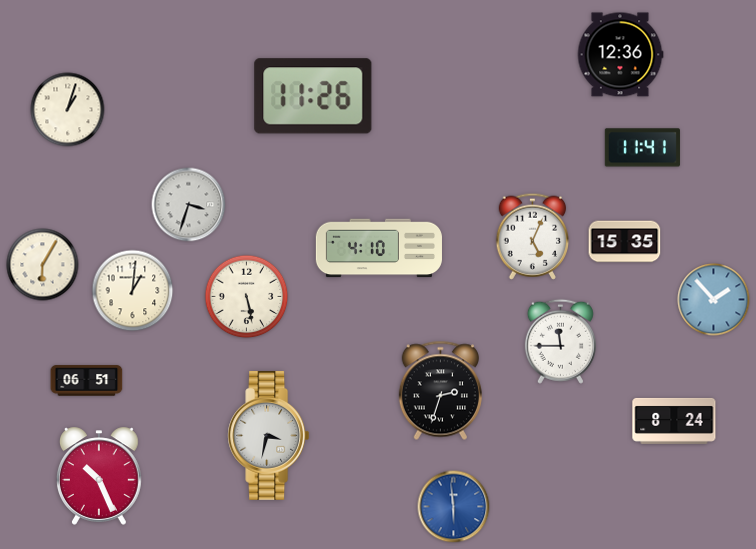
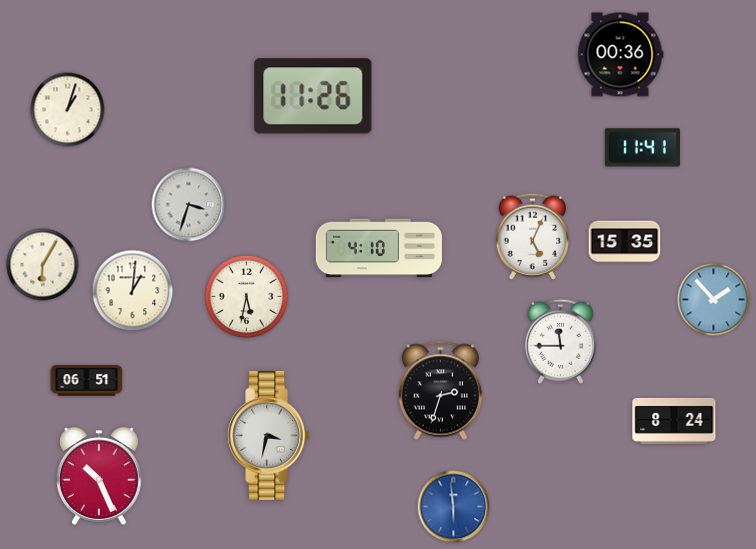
clock at (620, 55): 12:36 -> 00:36
clock at (247, 297): 5:28 -> 5:32
